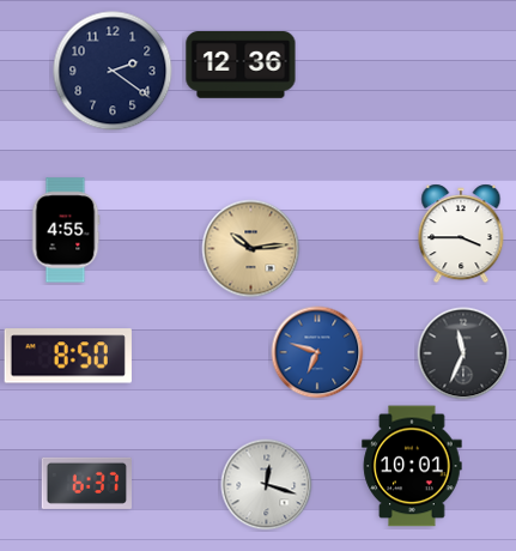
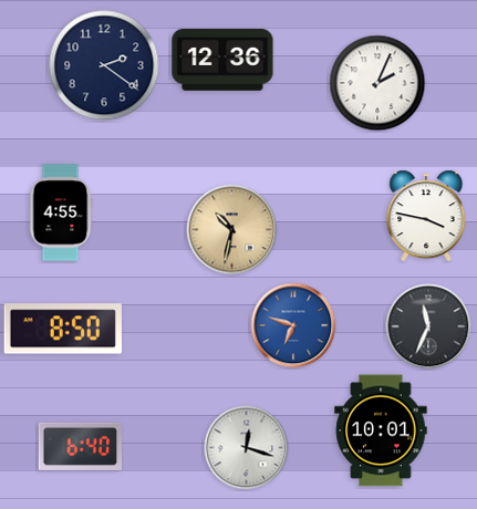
clock at (377, 83): none -> 2:04
clock at (461, 234): 3:45 -> 3:47
clock at (251, 249): 10:14 -> 10:32
clock at (86, 483): 6:37 -> 6:40
